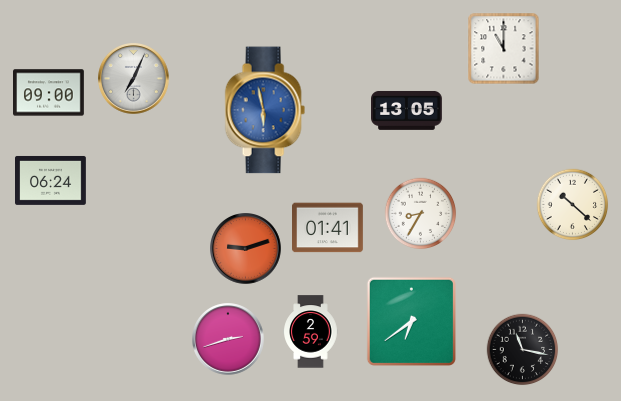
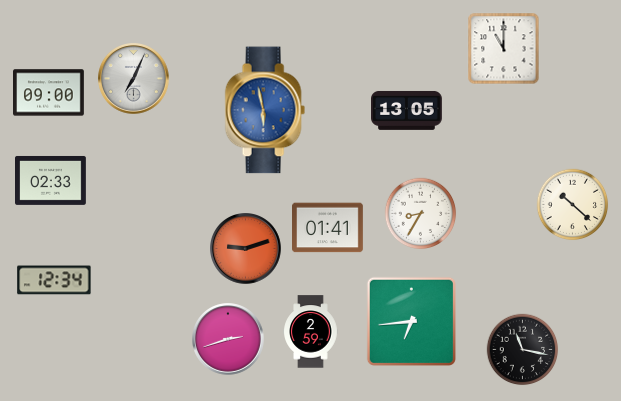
clock at (51, 180): 06:24 -> 02:33
clock at (54, 280): none -> 12:34
clock at (411, 321): 6:39 -> 6:44
